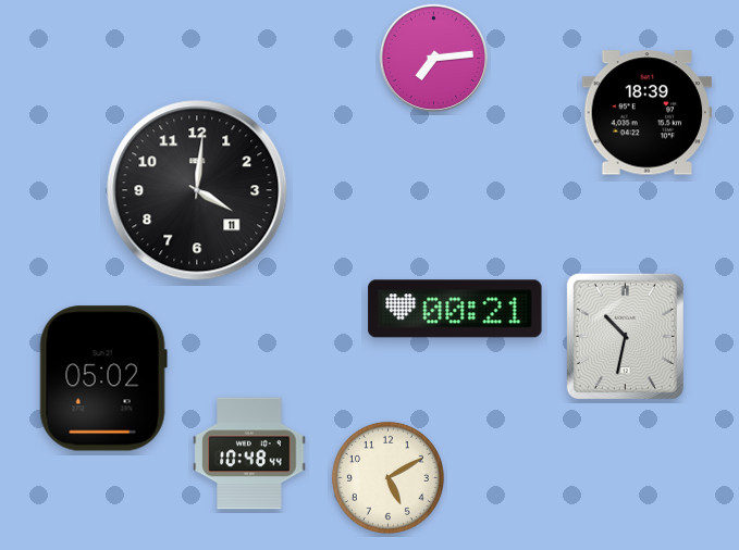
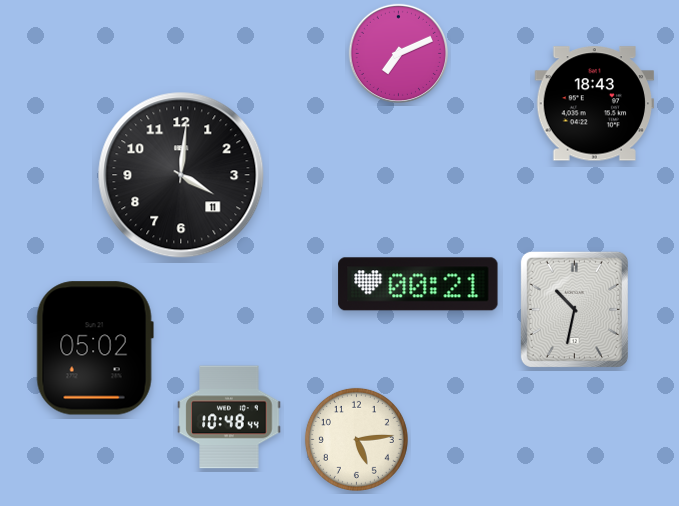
clock at (433, 58): 7:14 -> 7:11
clock at (648, 113): 18:39 -> 18:43
clock at (387, 477): 5:10 -> 5:14
